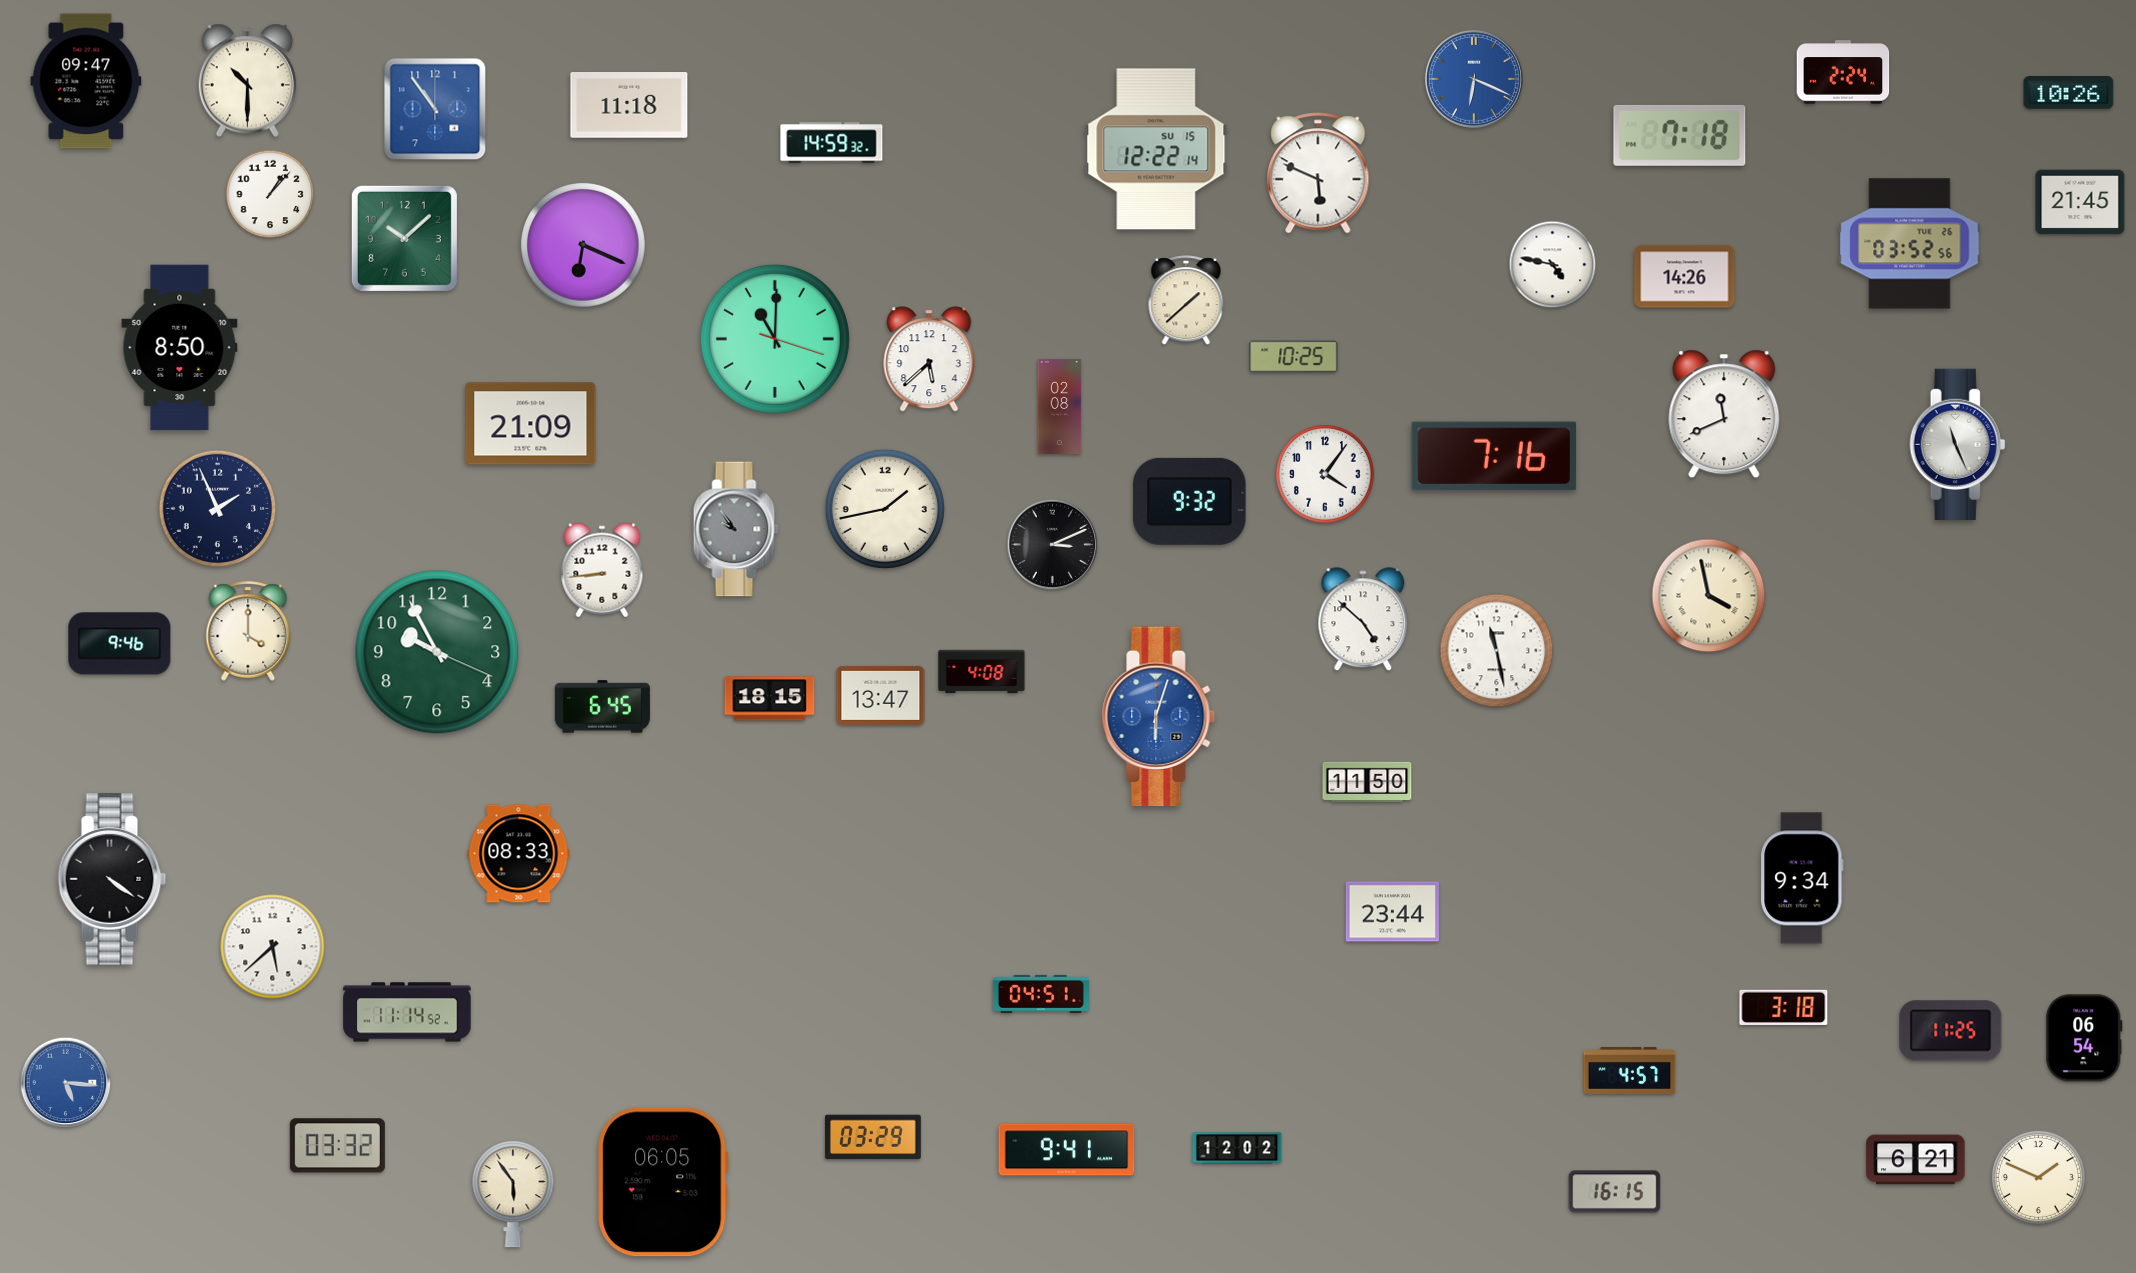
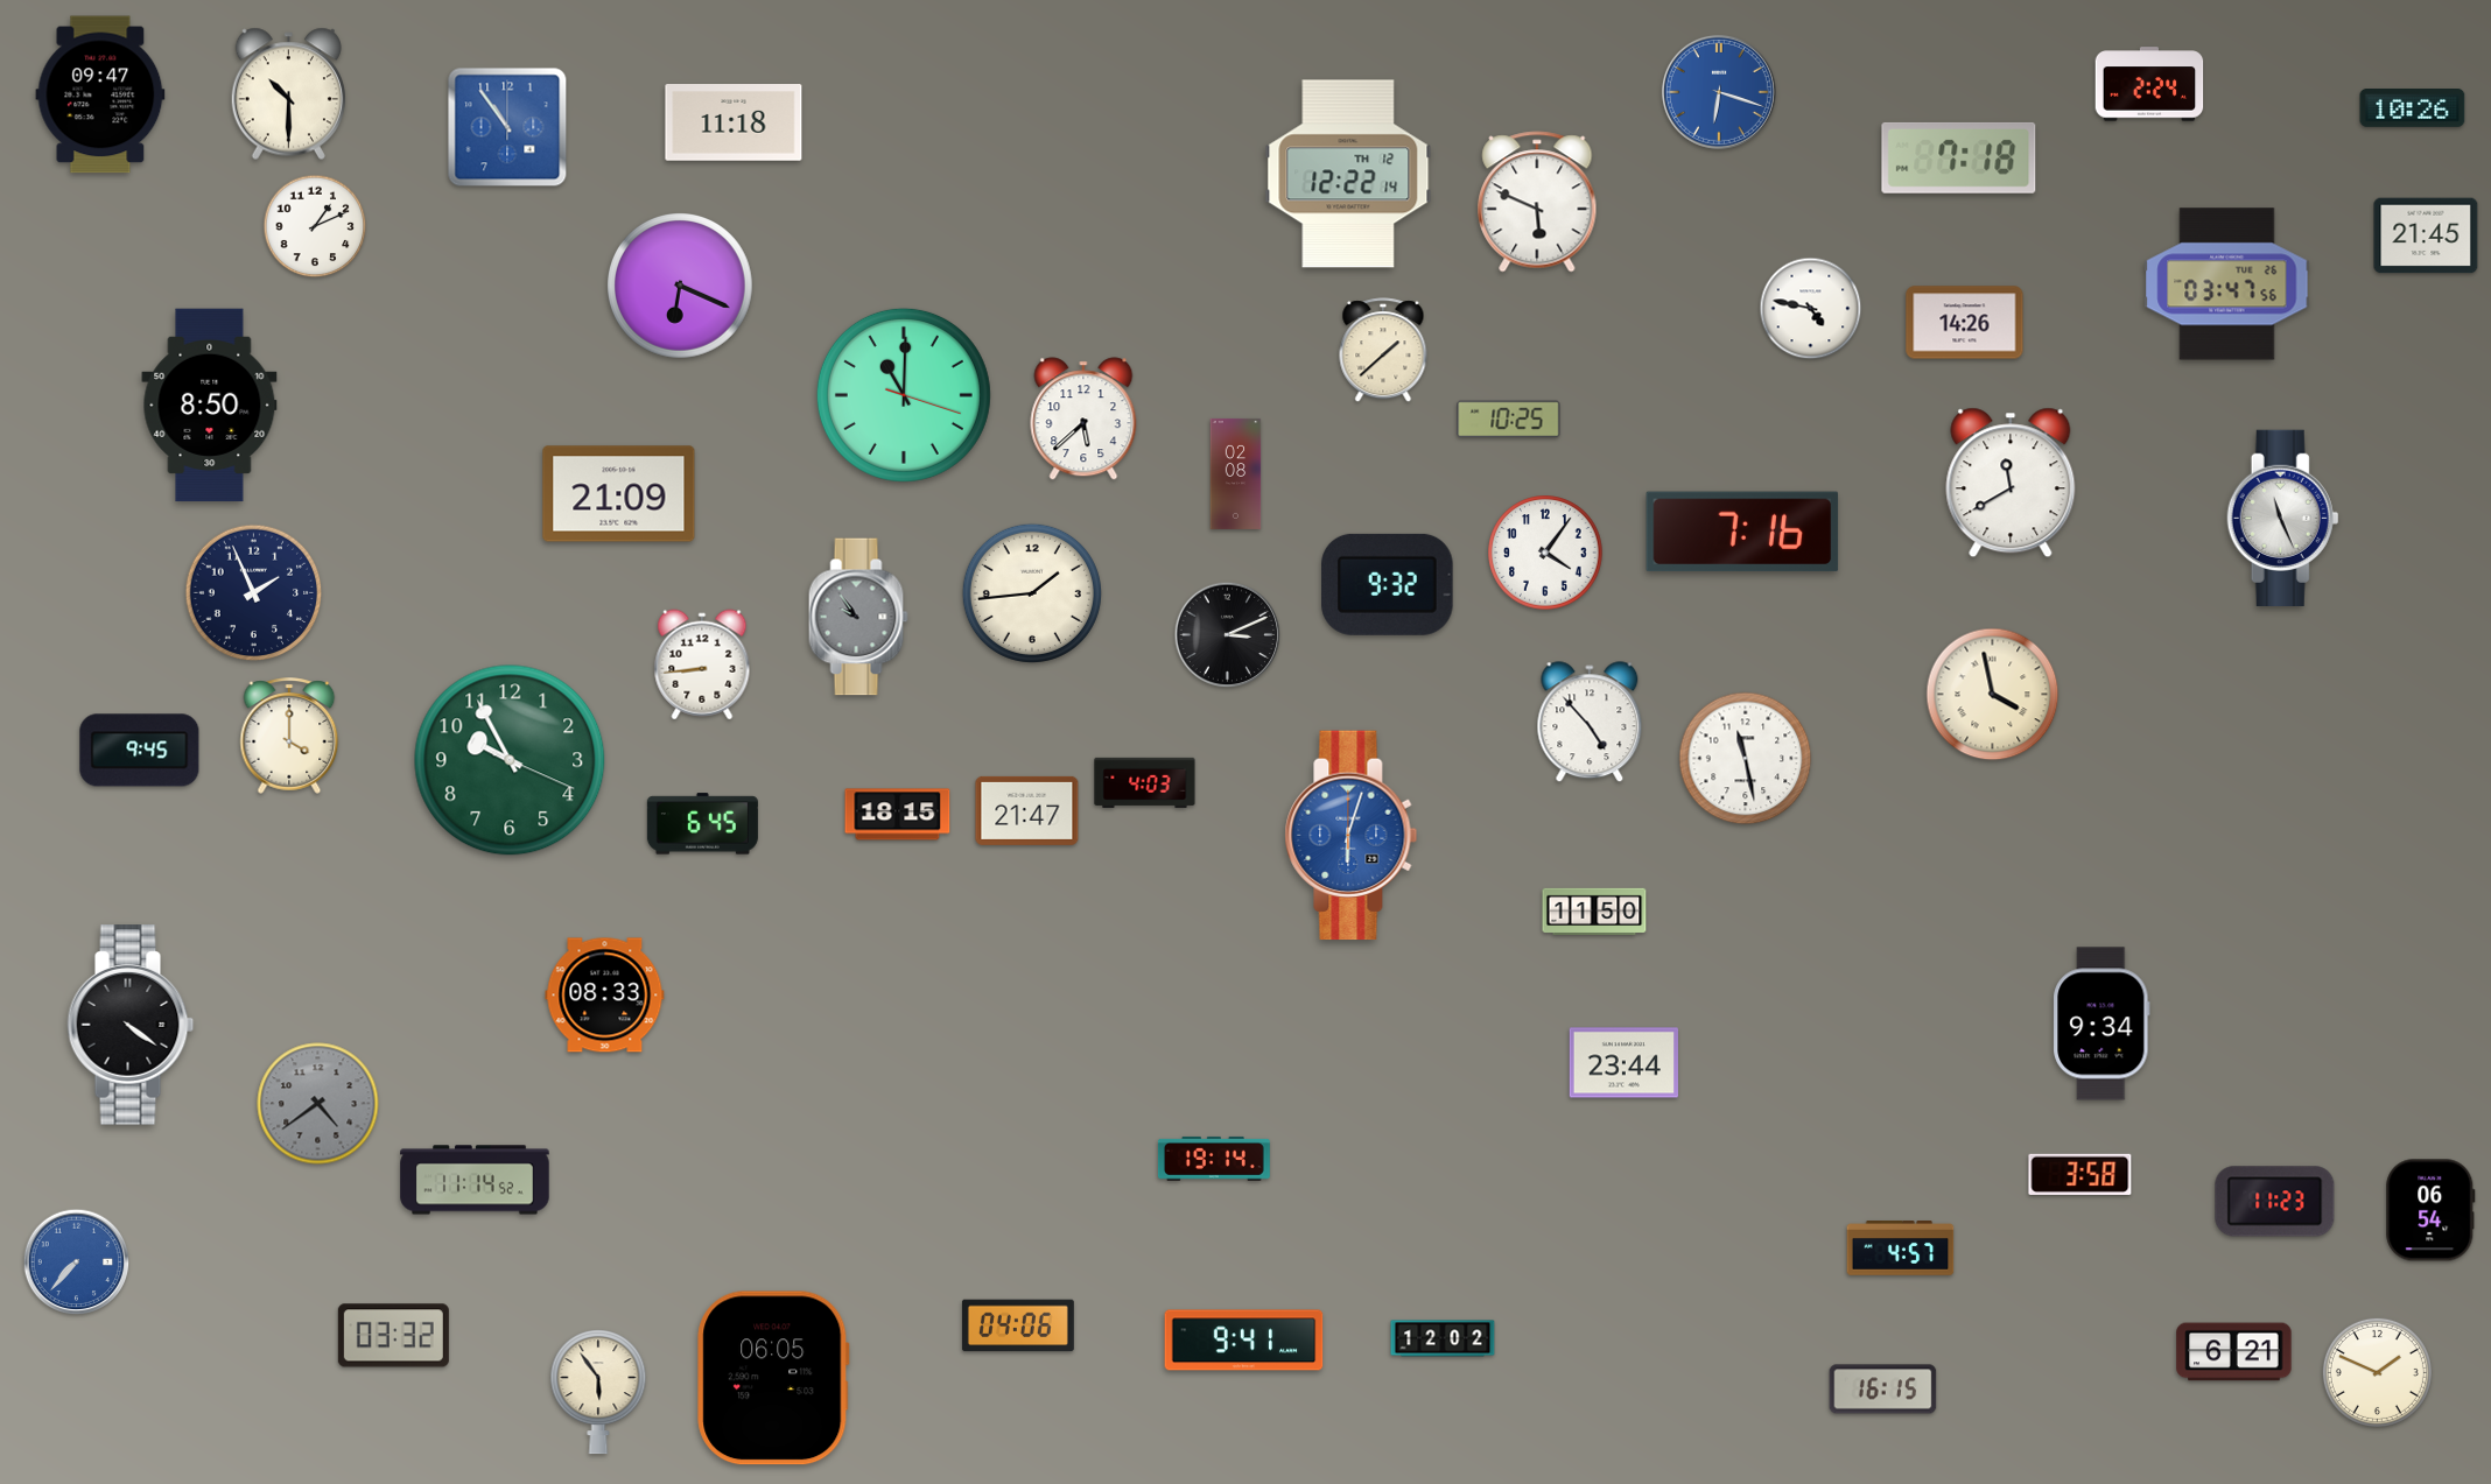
clock at (1474, 79): 6:19 -> 6:18
clock at (832, 143): 14:59 -> none
clock at (1156, 149) date: SU 15 -> TH 12
clock at (270, 194): 1:07 -> 1:11
clock at (404, 238): 10:08 -> none
clock at (1910, 244): 03:52 -> 03:47
clock at (1294, 357) position: (1294, 357) -> (1509, 420)
clock at (1724, 414): 11:41 -> 11:40
clock at (885, 509): 1:43 -> 1:44
clock at (1363, 620): 4:52 -> 4:53
clock at (120, 644): 9:46 -> 9:45
clock at (982, 671): 4:08 -> 4:03
clock at (881, 695): 13:47 -> 21:47
clock at (273, 947): 5:38 -> 4:39
clock at (273, 947) dial: white -> grey
clock at (1041, 994): 04:51 -> 19:14
clock at (1784, 1007): 3:18 -> 3:58
clock at (1951, 1031): 11:25 -> 11:23
clock at (66, 1083): 5:16 -> 7:37
clock at (873, 1137): 03:29 -> 04:06
